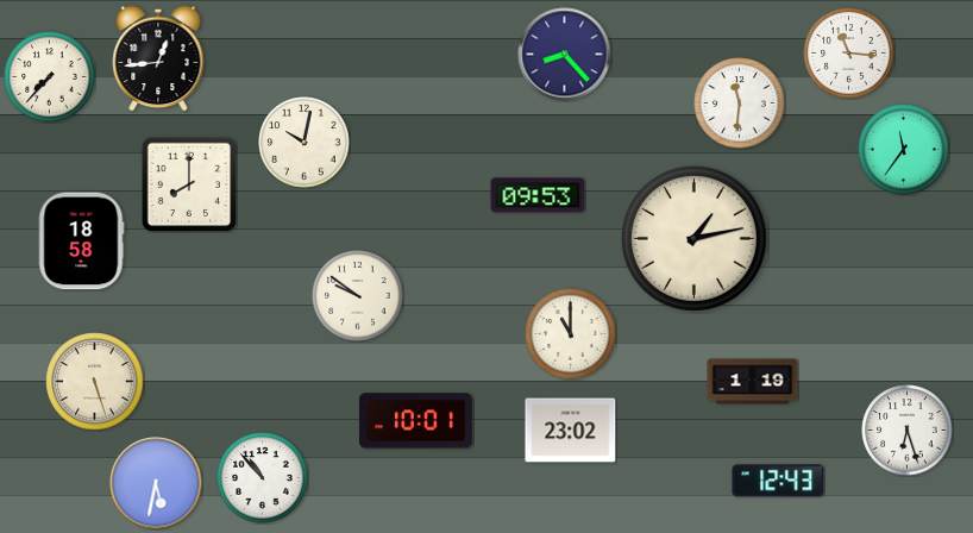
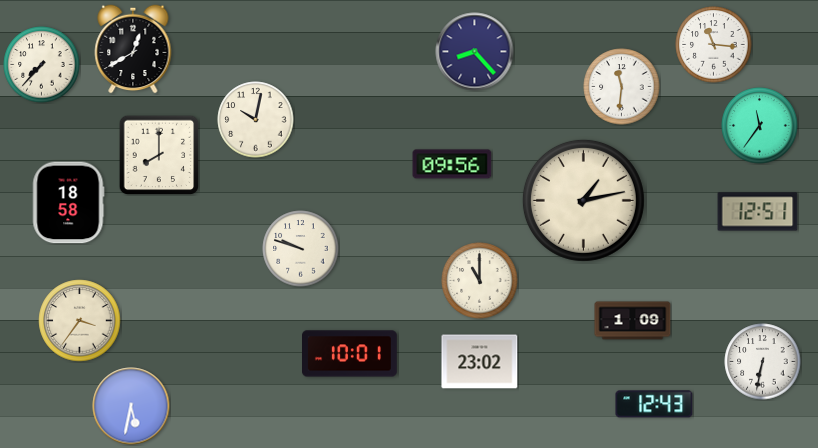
clock at (565, 55) position: (565, 55) -> (475, 52)
clock at (158, 58): 12:44 -> 12:40
clock at (538, 195): 09:53 -> 09:56
clock at (758, 212): none -> 12:51
clock at (358, 296): 9:51 -> 9:48
clock at (95, 382): 5:27 -> 3:36
clock at (753, 382): 1:19 -> 1:09
clock at (908, 431): 6:27 -> 6:32
clock at (263, 478): 10:53 -> none
